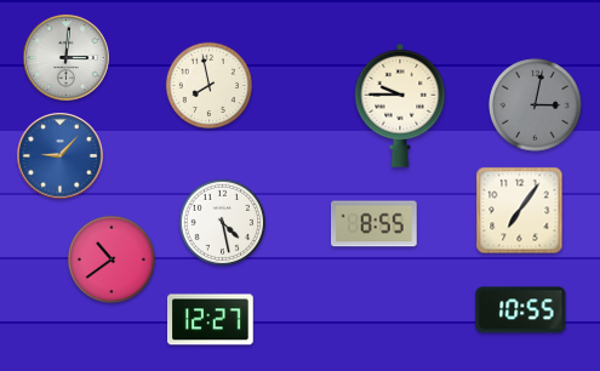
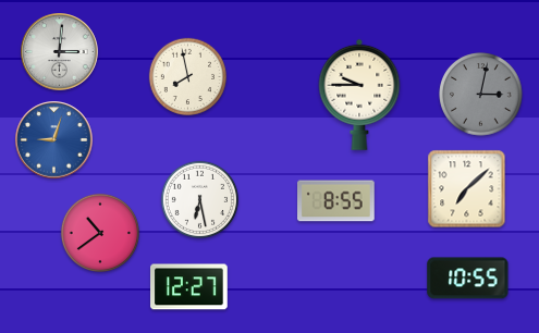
clock at (61, 156): 9:07 -> 9:03
clock at (520, 211): 7:06 -> 7:08
clock at (222, 222): 4:28 -> 6:28
